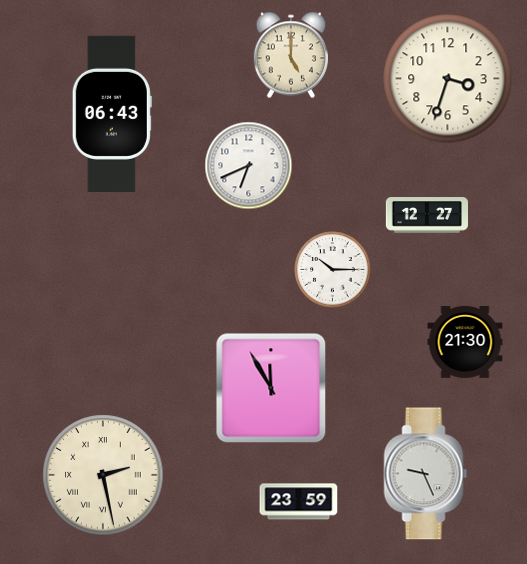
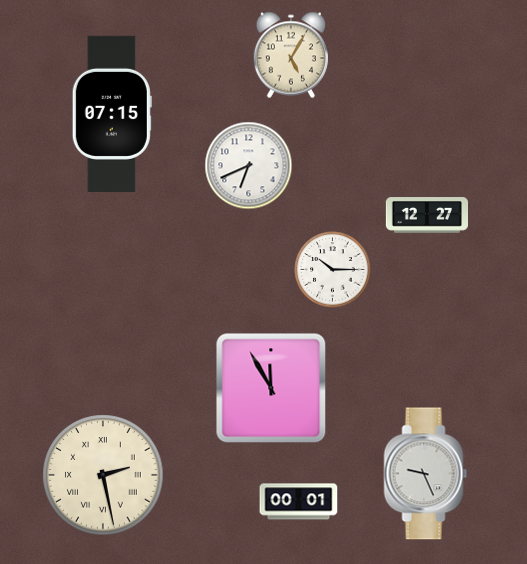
clock at (290, 55): 5:00 -> 5:05
clock at (448, 79): 3:33 -> none
clock at (112, 114): 06:43 -> 07:15
clock at (465, 342): 21:30 -> none
clock at (299, 502): 23:59 -> 00:01
